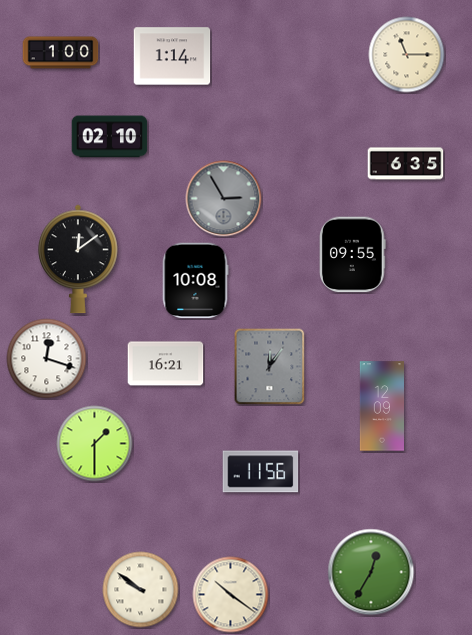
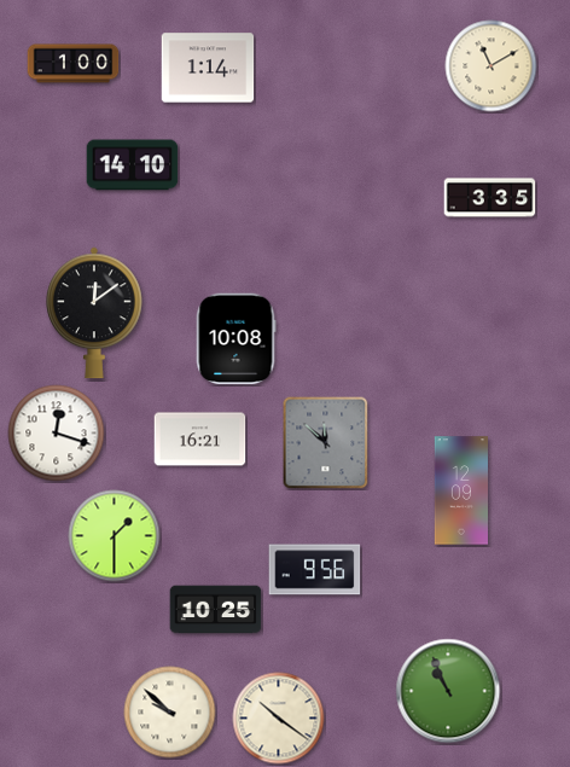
clock at (407, 55): 11:15 -> 11:10
clock at (110, 137): 02:10 -> 14:10
clock at (406, 164): 6:35 -> 3:35
clock at (224, 199): 2:55 -> none
clock at (353, 255): 09:55 -> none
clock at (270, 367): 12:06 -> 11:52
clock at (261, 472): 11:56 -> 9:56
clock at (216, 610): none -> 10:25
clock at (371, 572): 12:35 -> 10:56
clock at (141, 590): 9:51 -> 9:52
